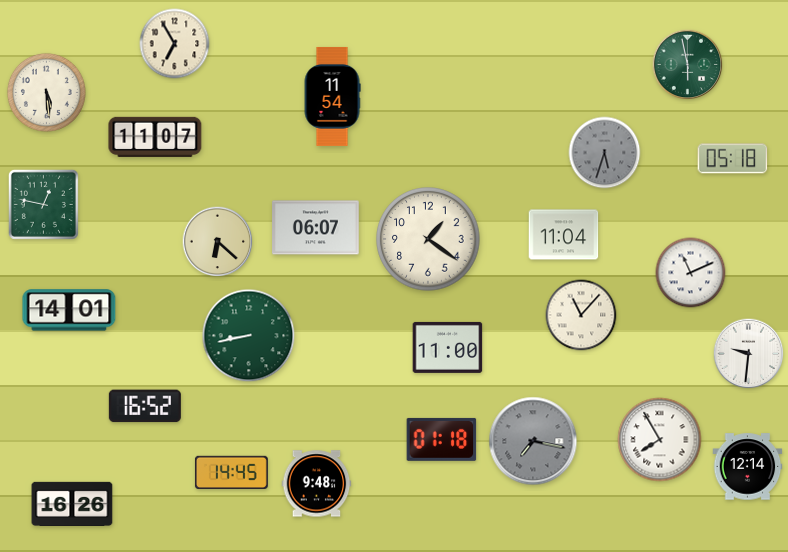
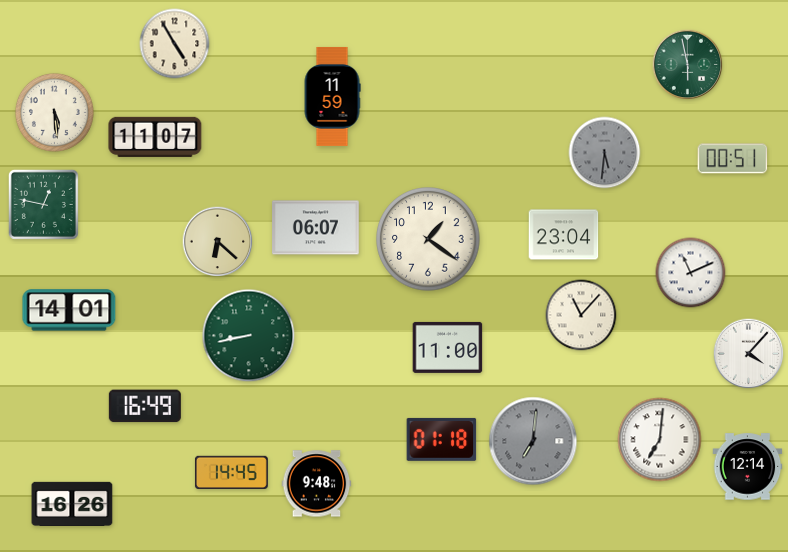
clock at (175, 44): 6:55 -> 4:55
clock at (46, 92) position: (46, 92) -> (54, 112)
clock at (332, 96): 11:54 -> 11:59
clock at (605, 153): 5:33 -> 5:31
clock at (733, 159): 05:18 -> 00:51
clock at (564, 235): 11:04 -> 23:04
clock at (749, 354): 9:31 -> 4:07
clock at (145, 406): 16:52 -> 16:49
clock at (660, 440): 7:55 -> 7:01
clock at (533, 441): 7:17 -> 7:01
